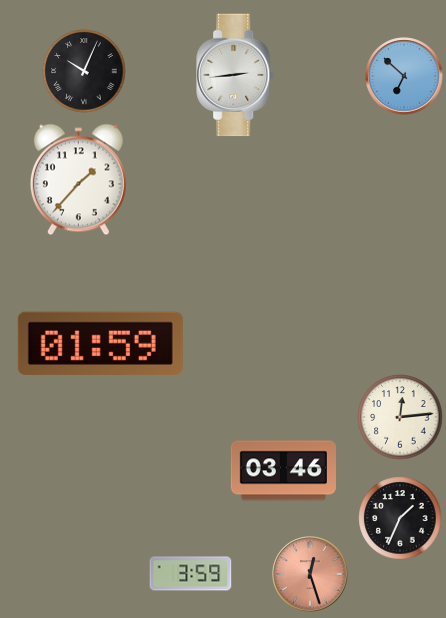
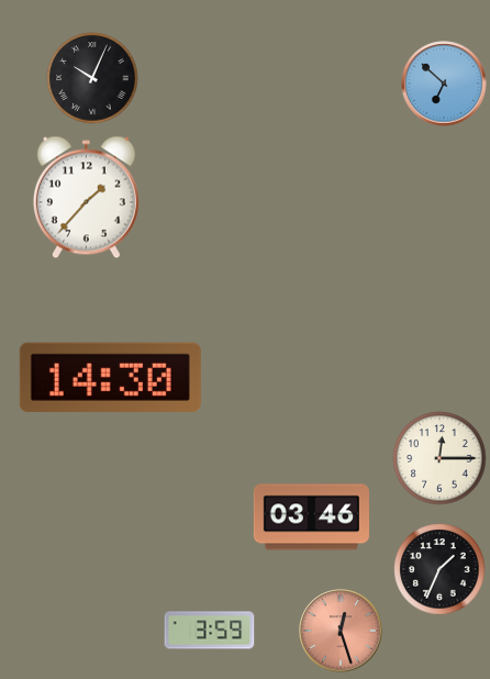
clock at (236, 75): 2:44 -> none
clock at (100, 343): 01:59 -> 14:30
clock at (400, 417): 12:14 -> 12:15
